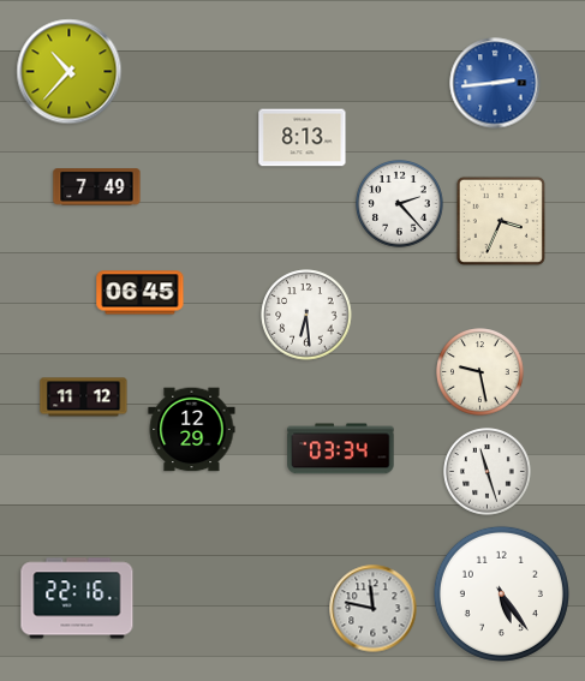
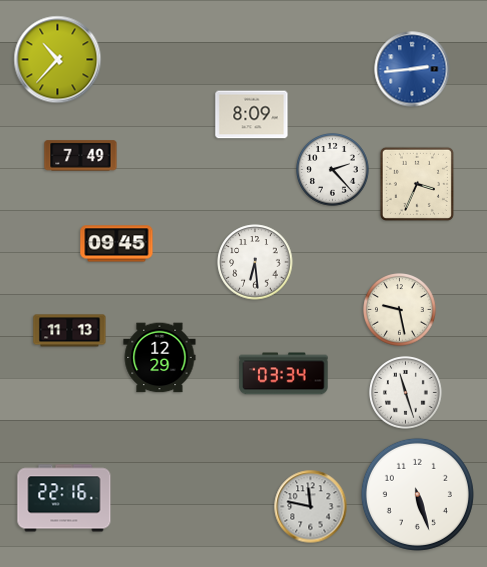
clock at (303, 138): 8:13 -> 8:09
clock at (141, 293): 06:45 -> 09:45
clock at (84, 398): 11:12 -> 11:13
clock at (501, 593): 5:24 -> 5:27
